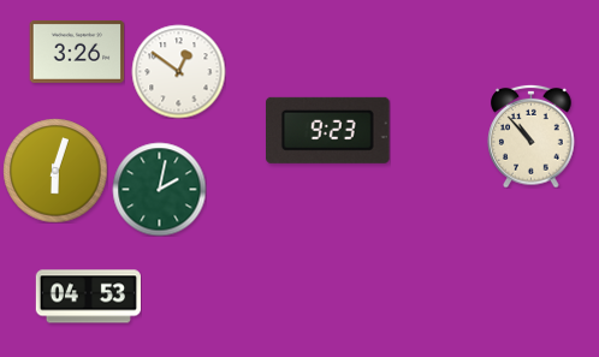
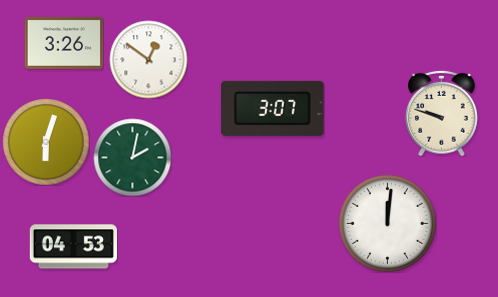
clock at (328, 130): 9:23 -> 3:07
clock at (532, 136): 10:53 -> 9:48
clock at (387, 223): none -> 12:01
